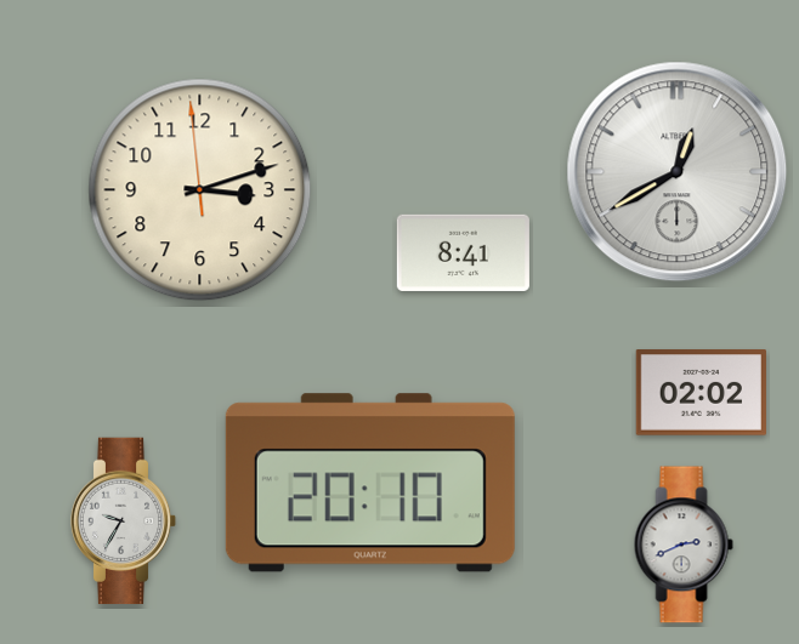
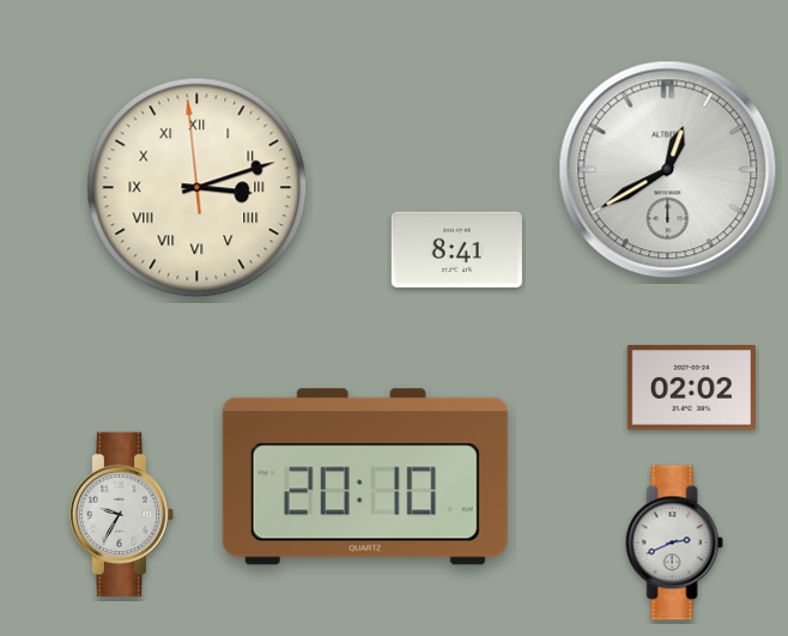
clock at (200, 190) numerals: Arabic -> Roman
clock at (684, 545) position: (684, 545) -> (674, 543)
